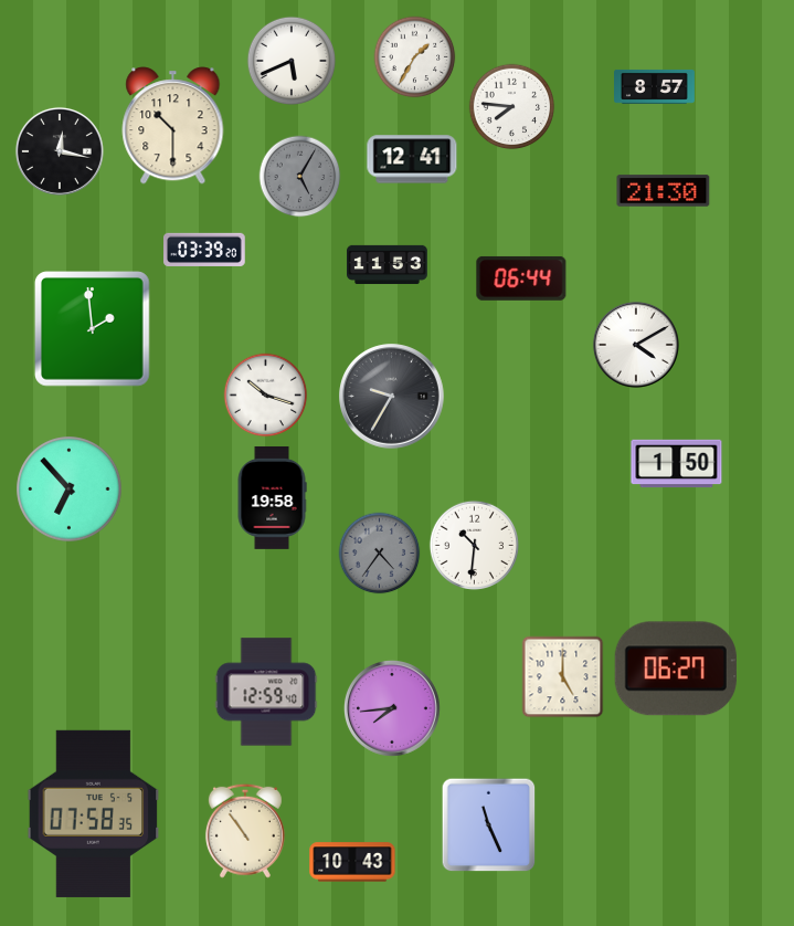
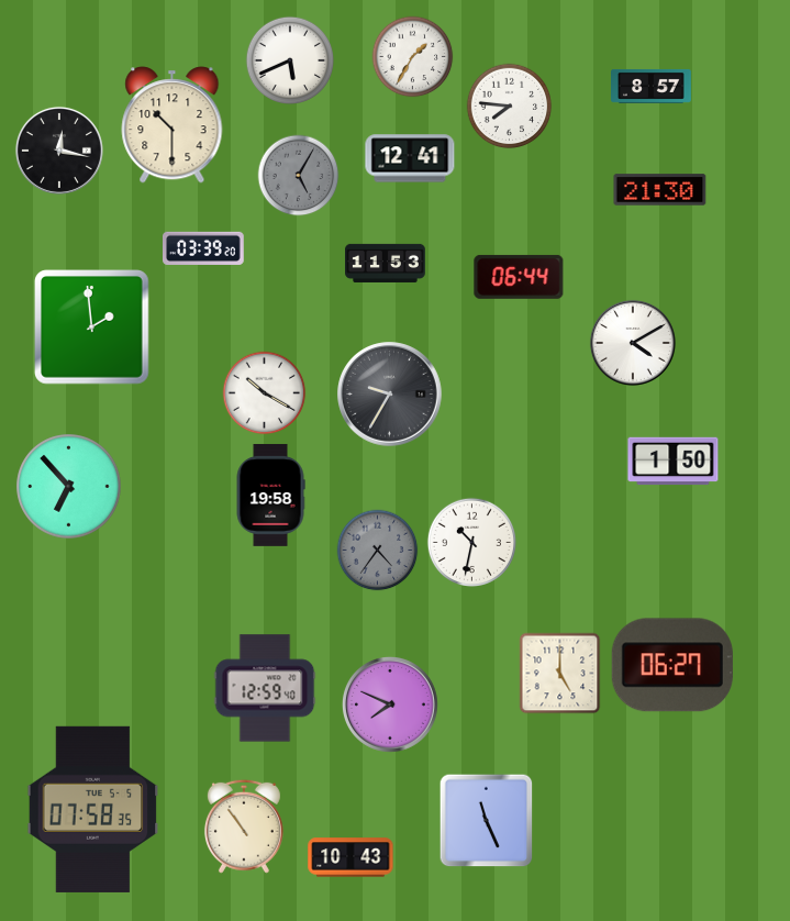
clock at (266, 396): 10:18 -> 10:20
clock at (474, 545): 10:31 -> 10:32
clock at (392, 708): 7:44 -> 7:49
